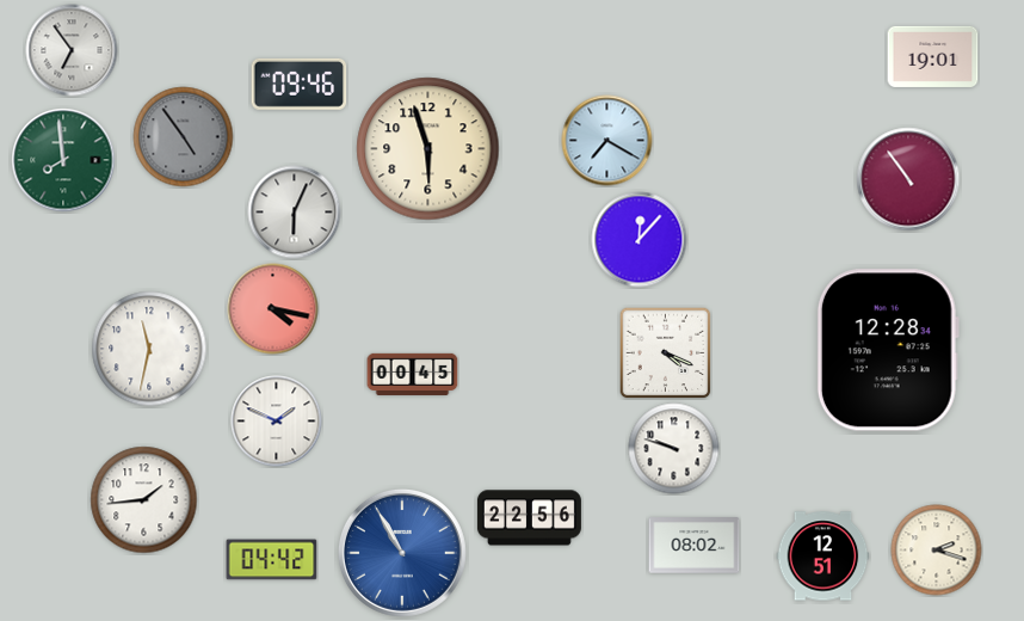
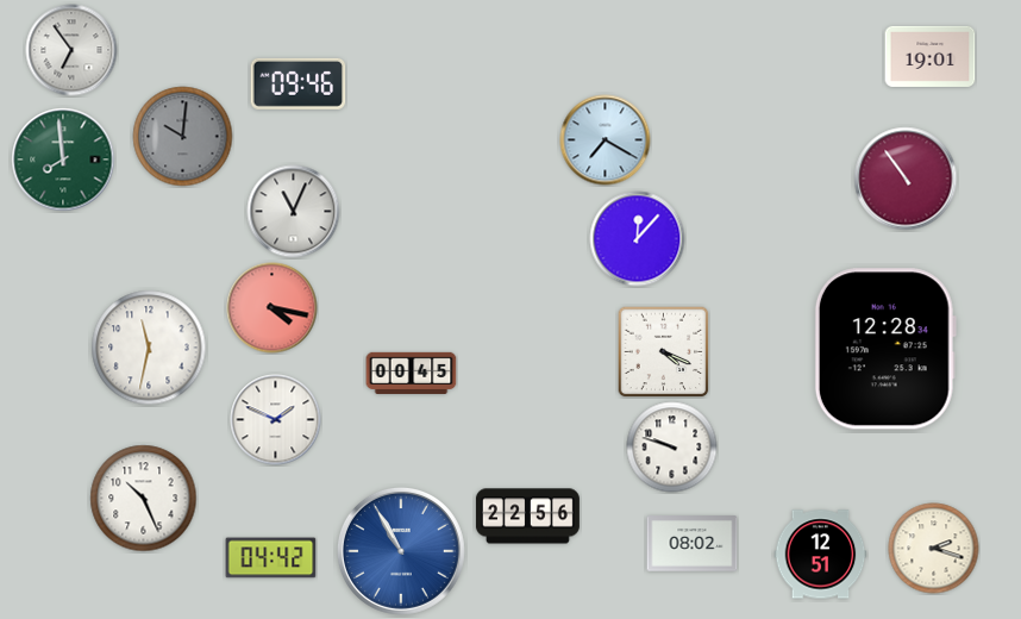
clock at (184, 137): 4:54 -> 10:01
clock at (428, 149): 5:57 -> none
clock at (295, 213): 6:04 -> 11:04
clock at (144, 500): 1:44 -> 10:26
